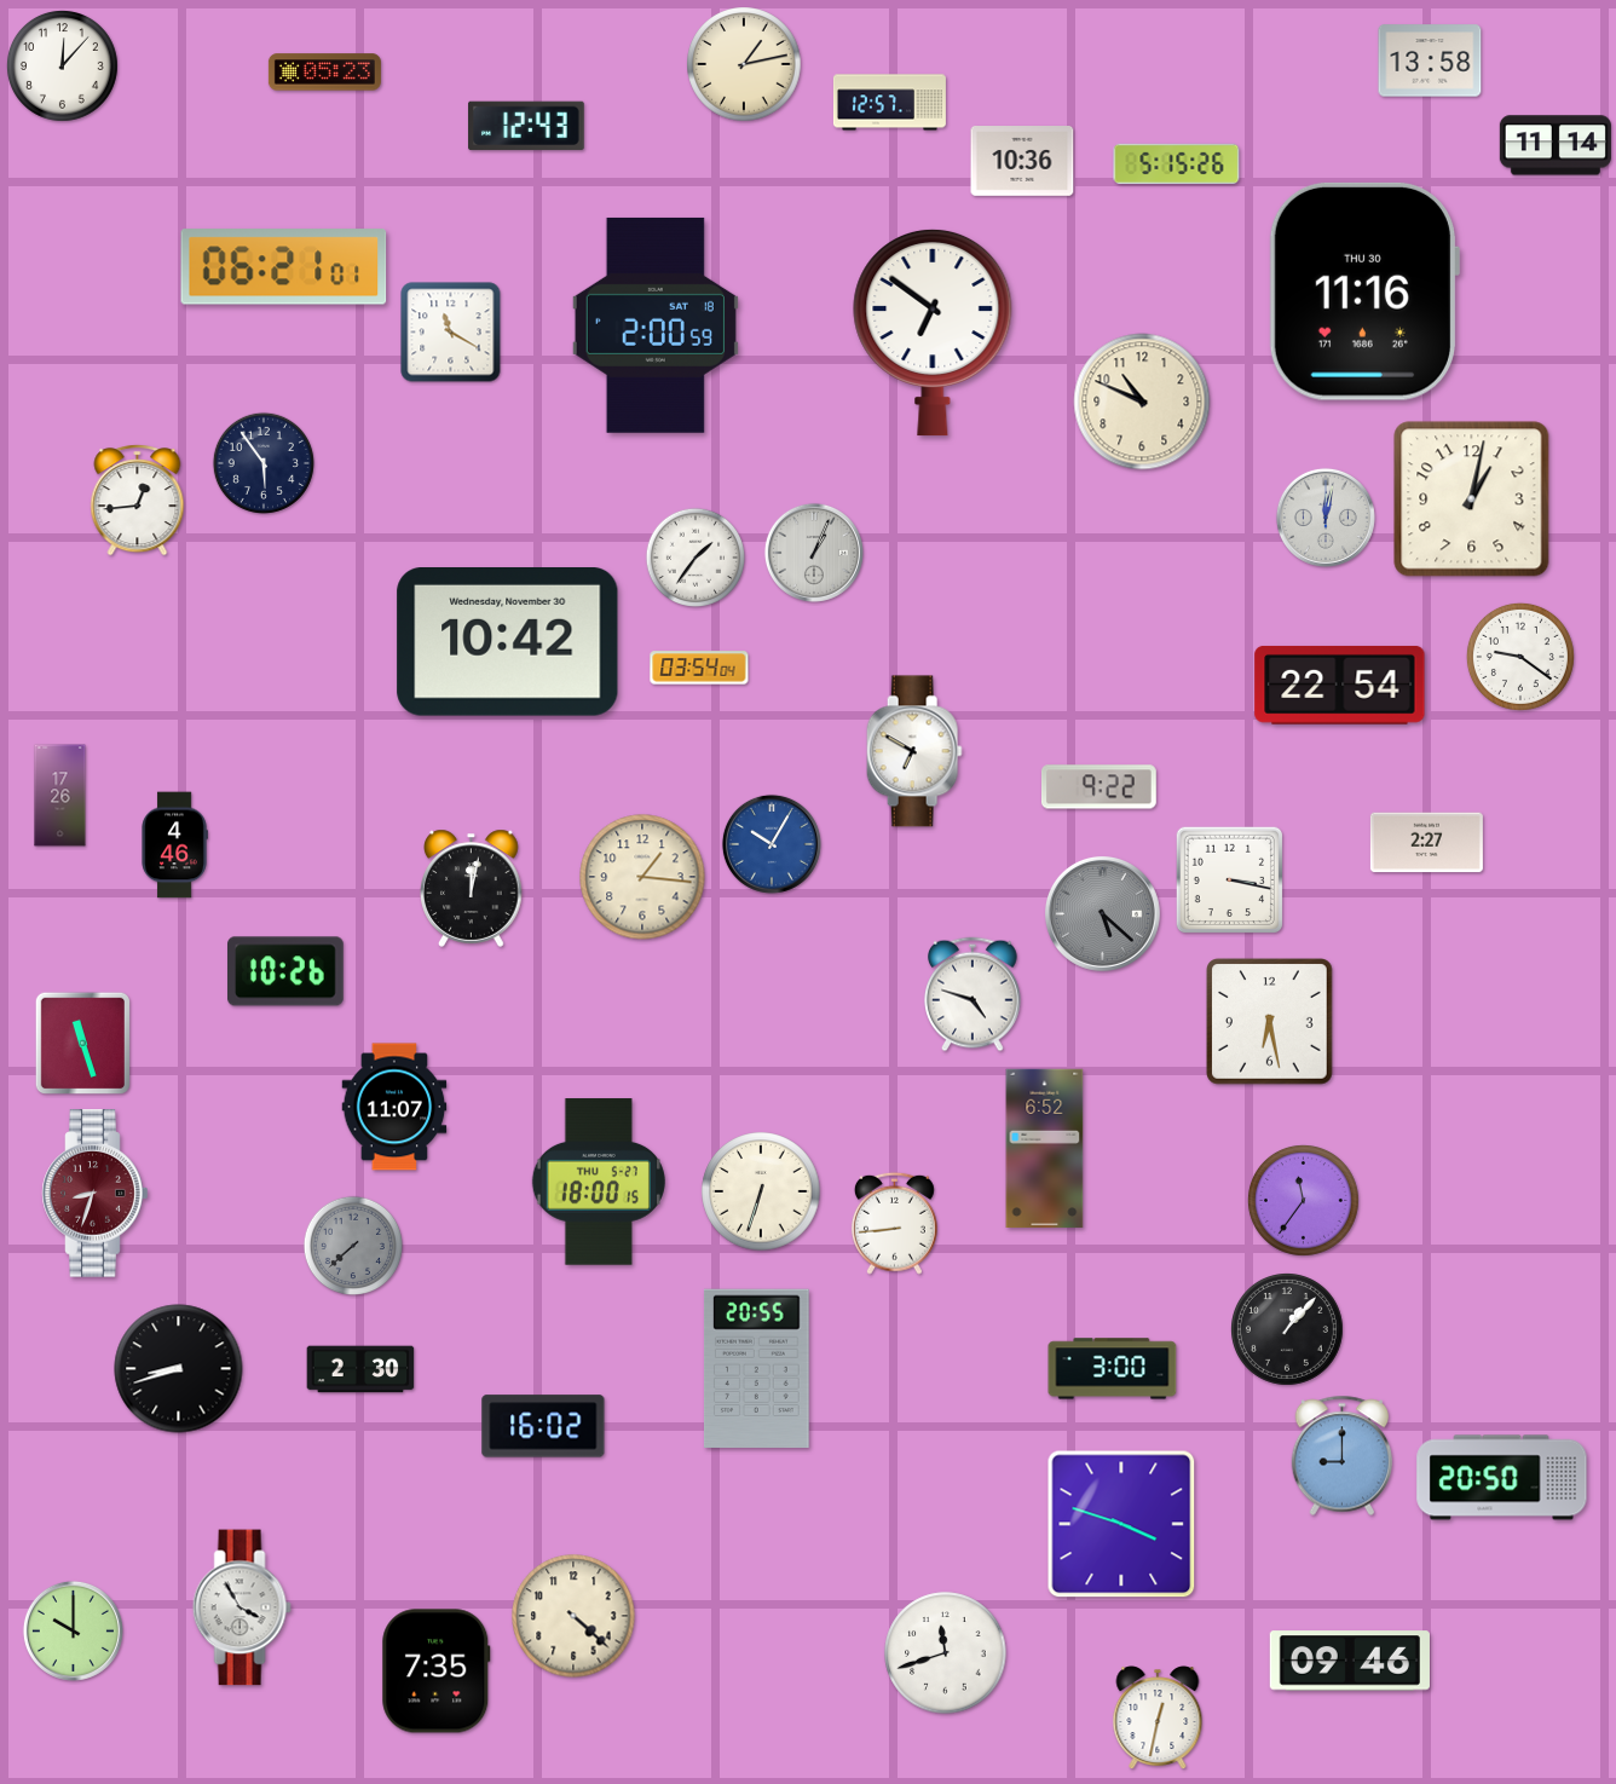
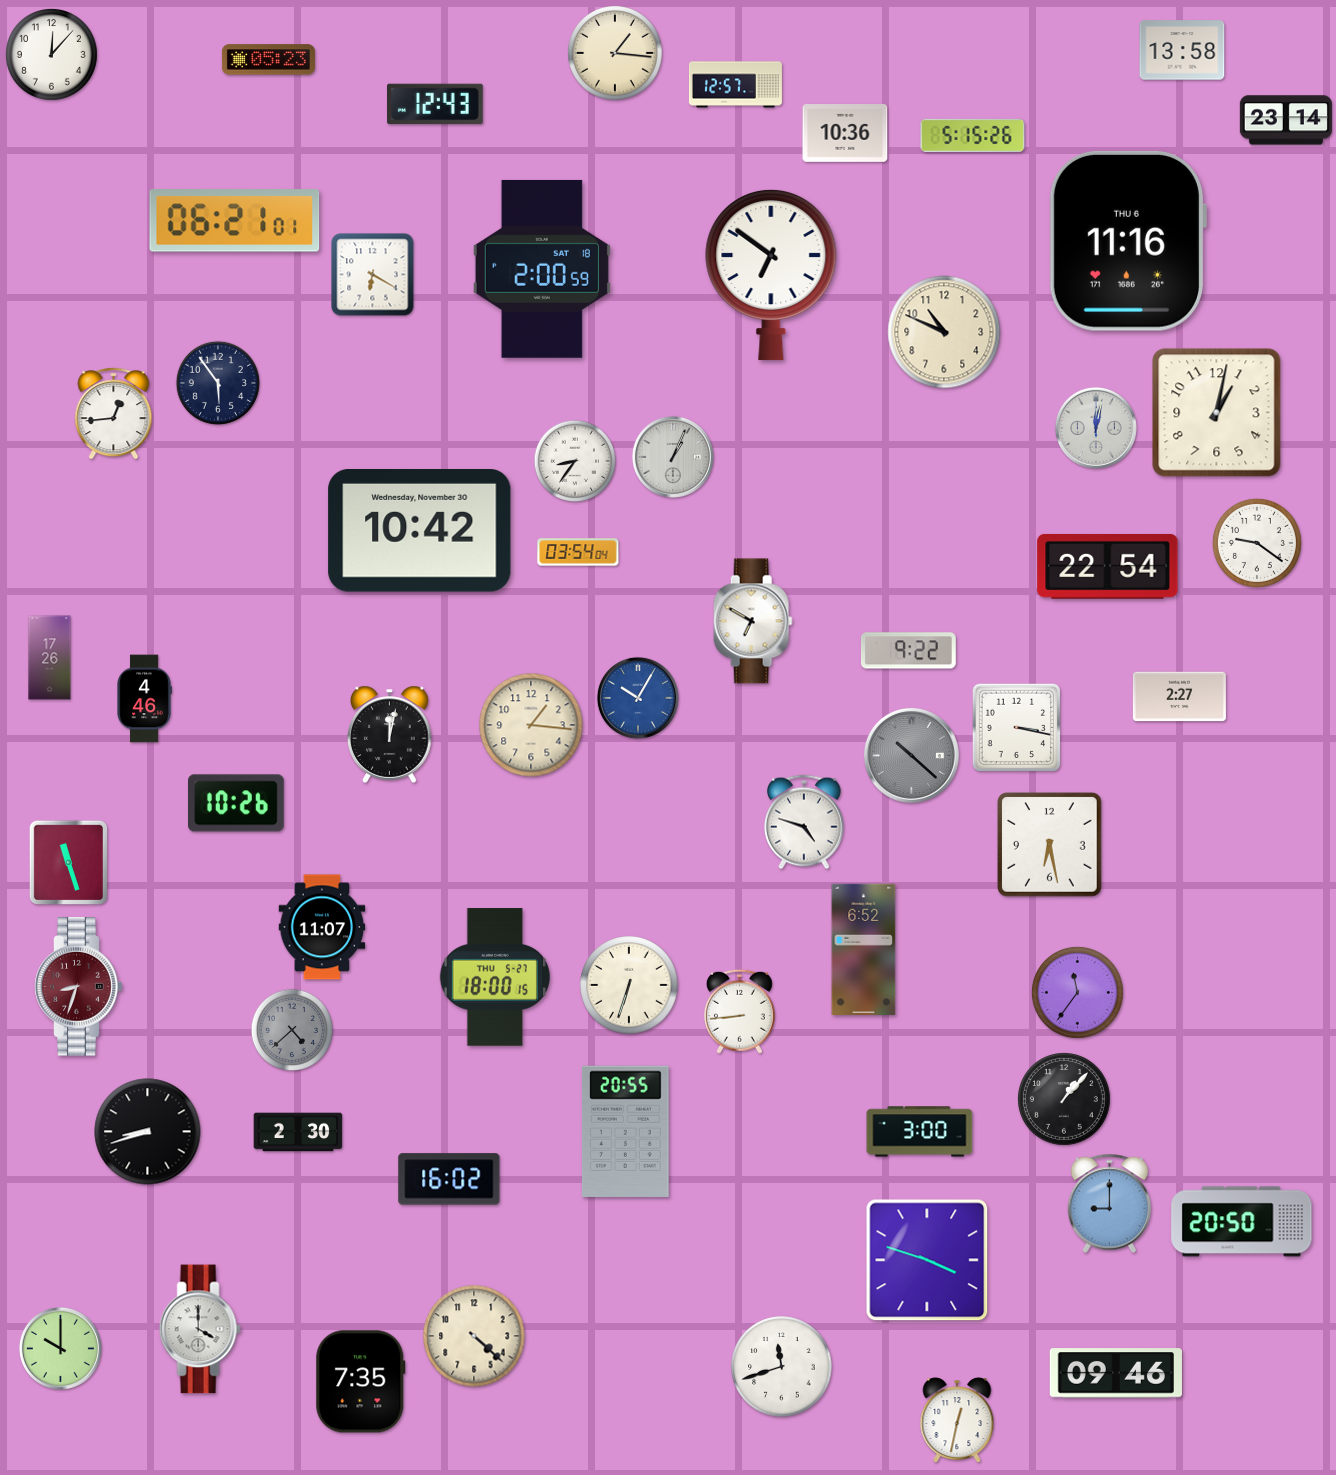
clock at (744, 64): 1:13 -> 1:16
clock at (1556, 145): 11:14 -> 23:14
clock at (1363, 291) date: THU 30 -> THU 6
clock at (451, 333): 11:20 -> 6:20
clock at (694, 556): 1:36 -> 8:36
clock at (914, 751) position: (914, 751) -> (753, 621)
clock at (1102, 913): 5:22 -> 10:22
clock at (394, 1107) position: (394, 1107) -> (322, 927)
clock at (352, 1245): 7:38 -> 4:38
clock at (242, 1607): 3:55 -> 4:00
